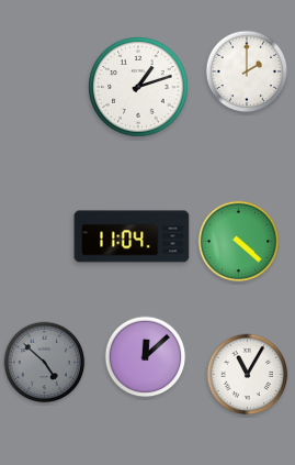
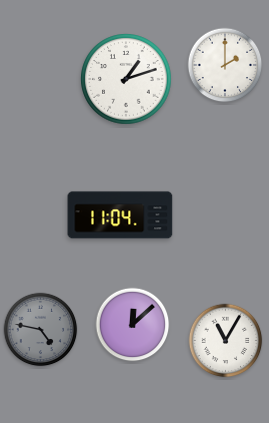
clock at (239, 242): 4:22 -> none
clock at (45, 363): 4:52 -> 4:47
